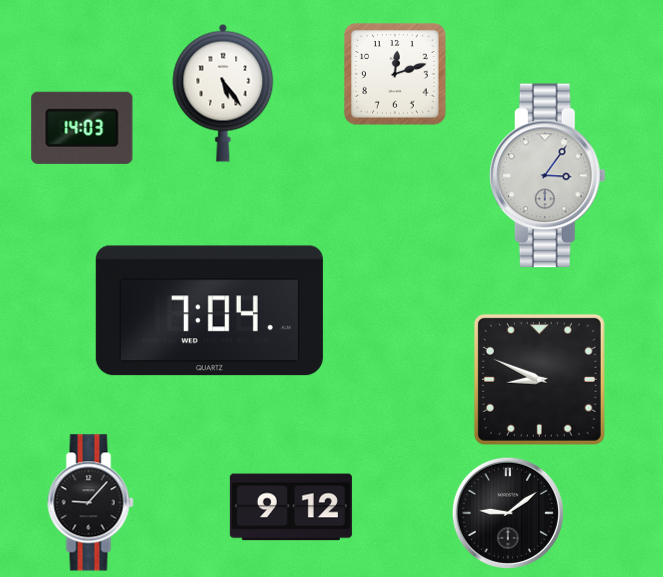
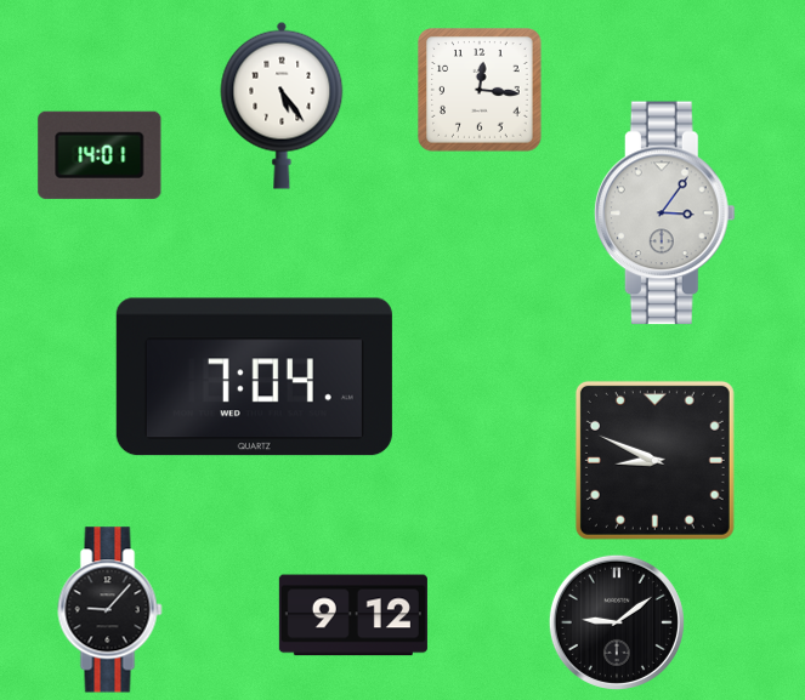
clock at (395, 74): 12:12 -> 12:16
clock at (223, 93) position: (223, 93) -> (282, 106)
clock at (82, 128): 14:03 -> 14:01
